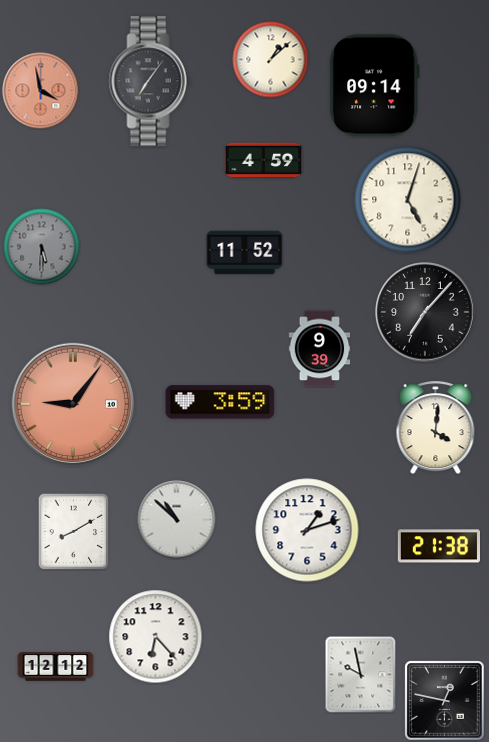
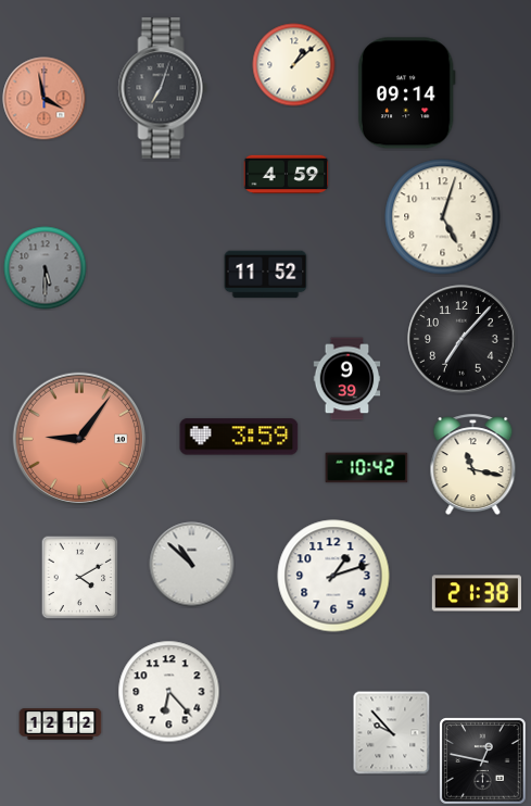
clock at (150, 81): 7:06 -> 7:03
clock at (436, 428): 4:01 -> 11:17
clock at (367, 468): none -> 10:42
clock at (74, 531): 8:10 -> 4:10
clock at (361, 675): 9:58 -> 9:53
